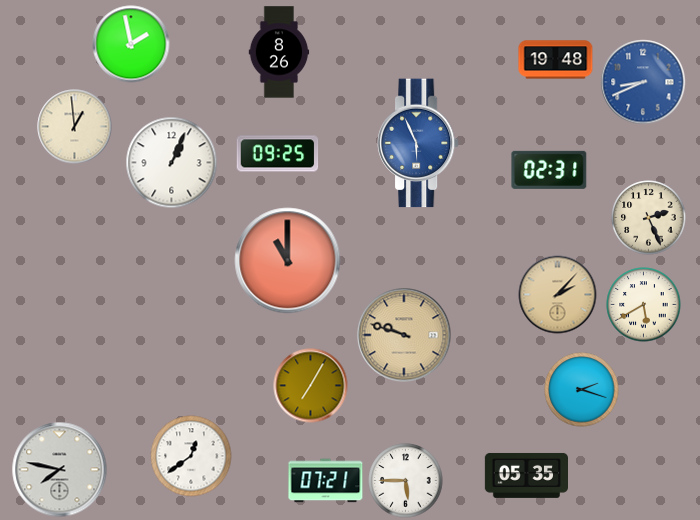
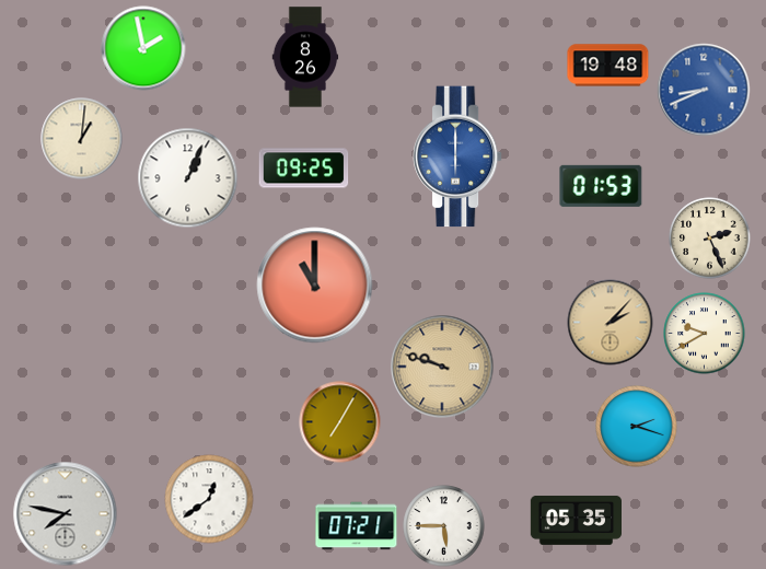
clock at (75, 127): 12:59 -> 1:01
clock at (418, 143): 5:56 -> 6:00
clock at (549, 170): 02:31 -> 01:53
clock at (644, 305): 5:40 -> 9:40
